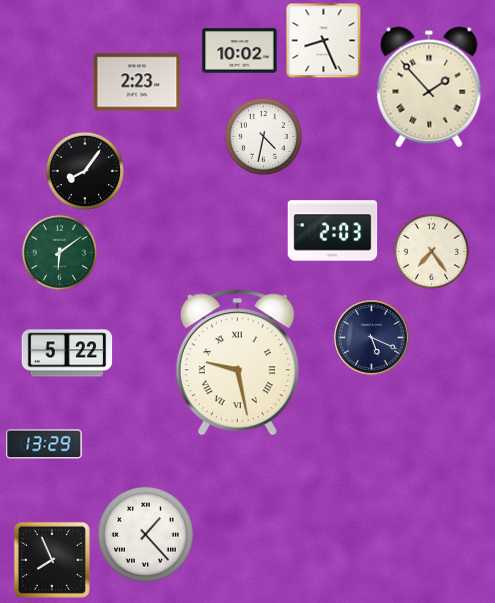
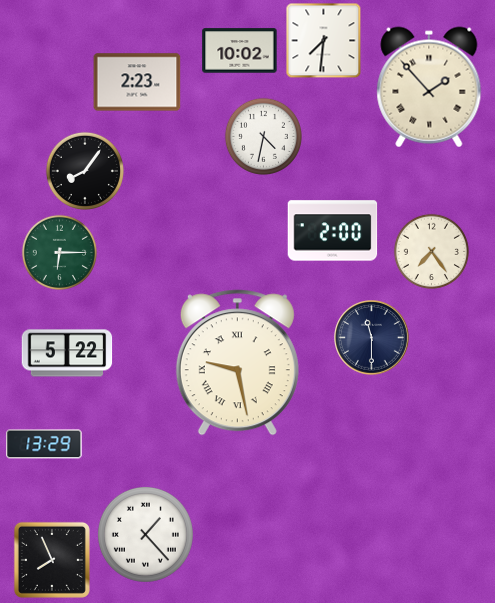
clock at (324, 41): 8:26 -> 7:31
clock at (333, 231): 2:03 -> 2:00
clock at (59, 252): 6:09 -> 6:15
clock at (372, 338): 5:19 -> 11:30
